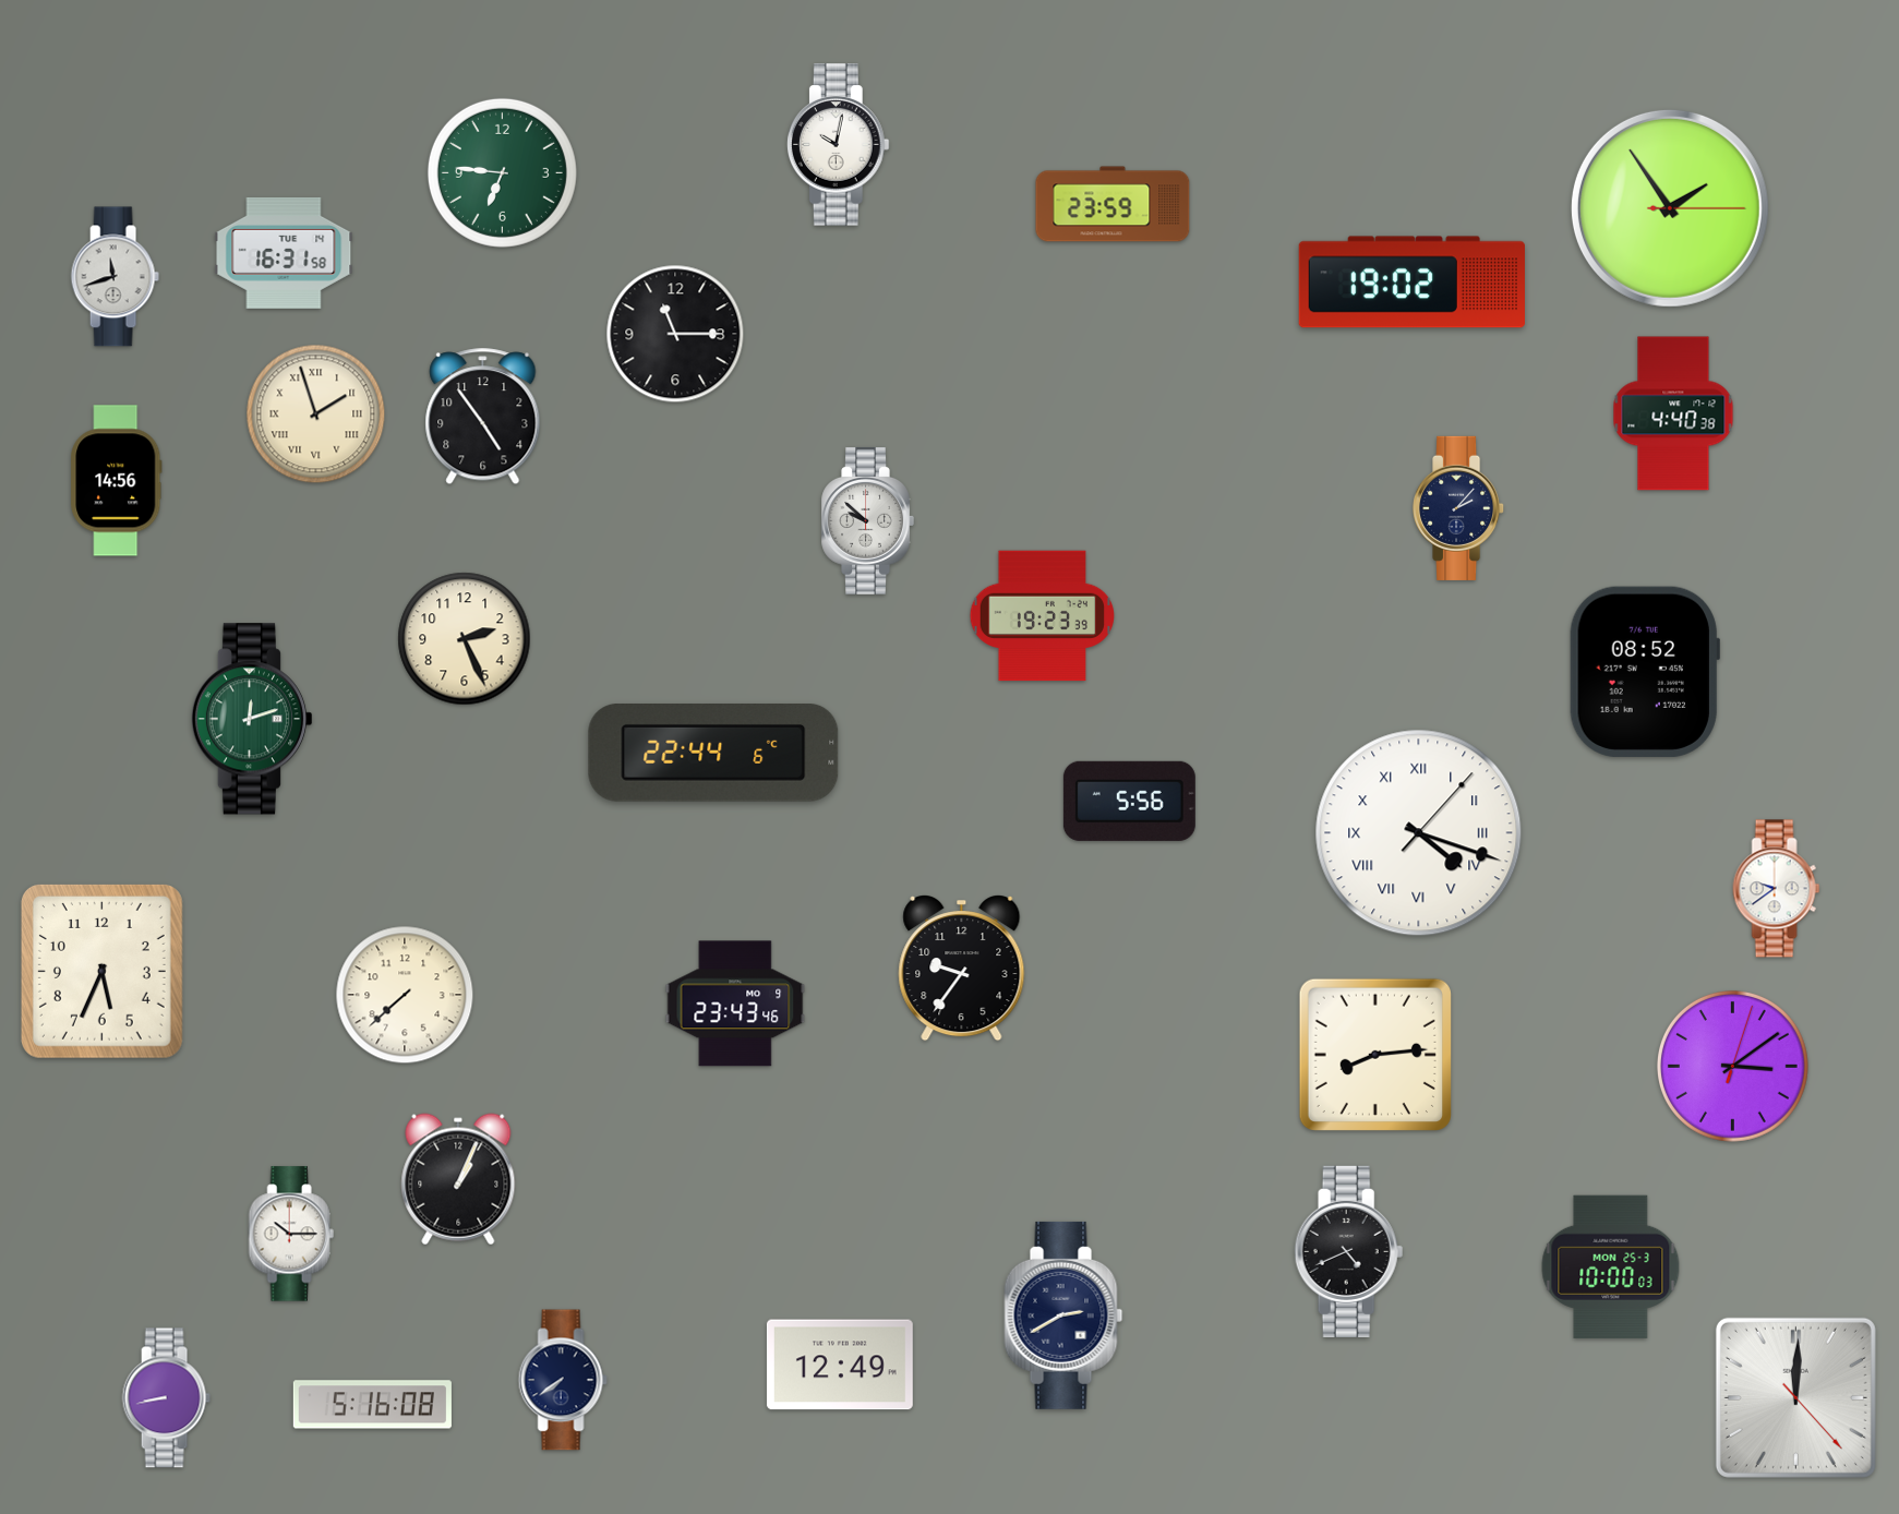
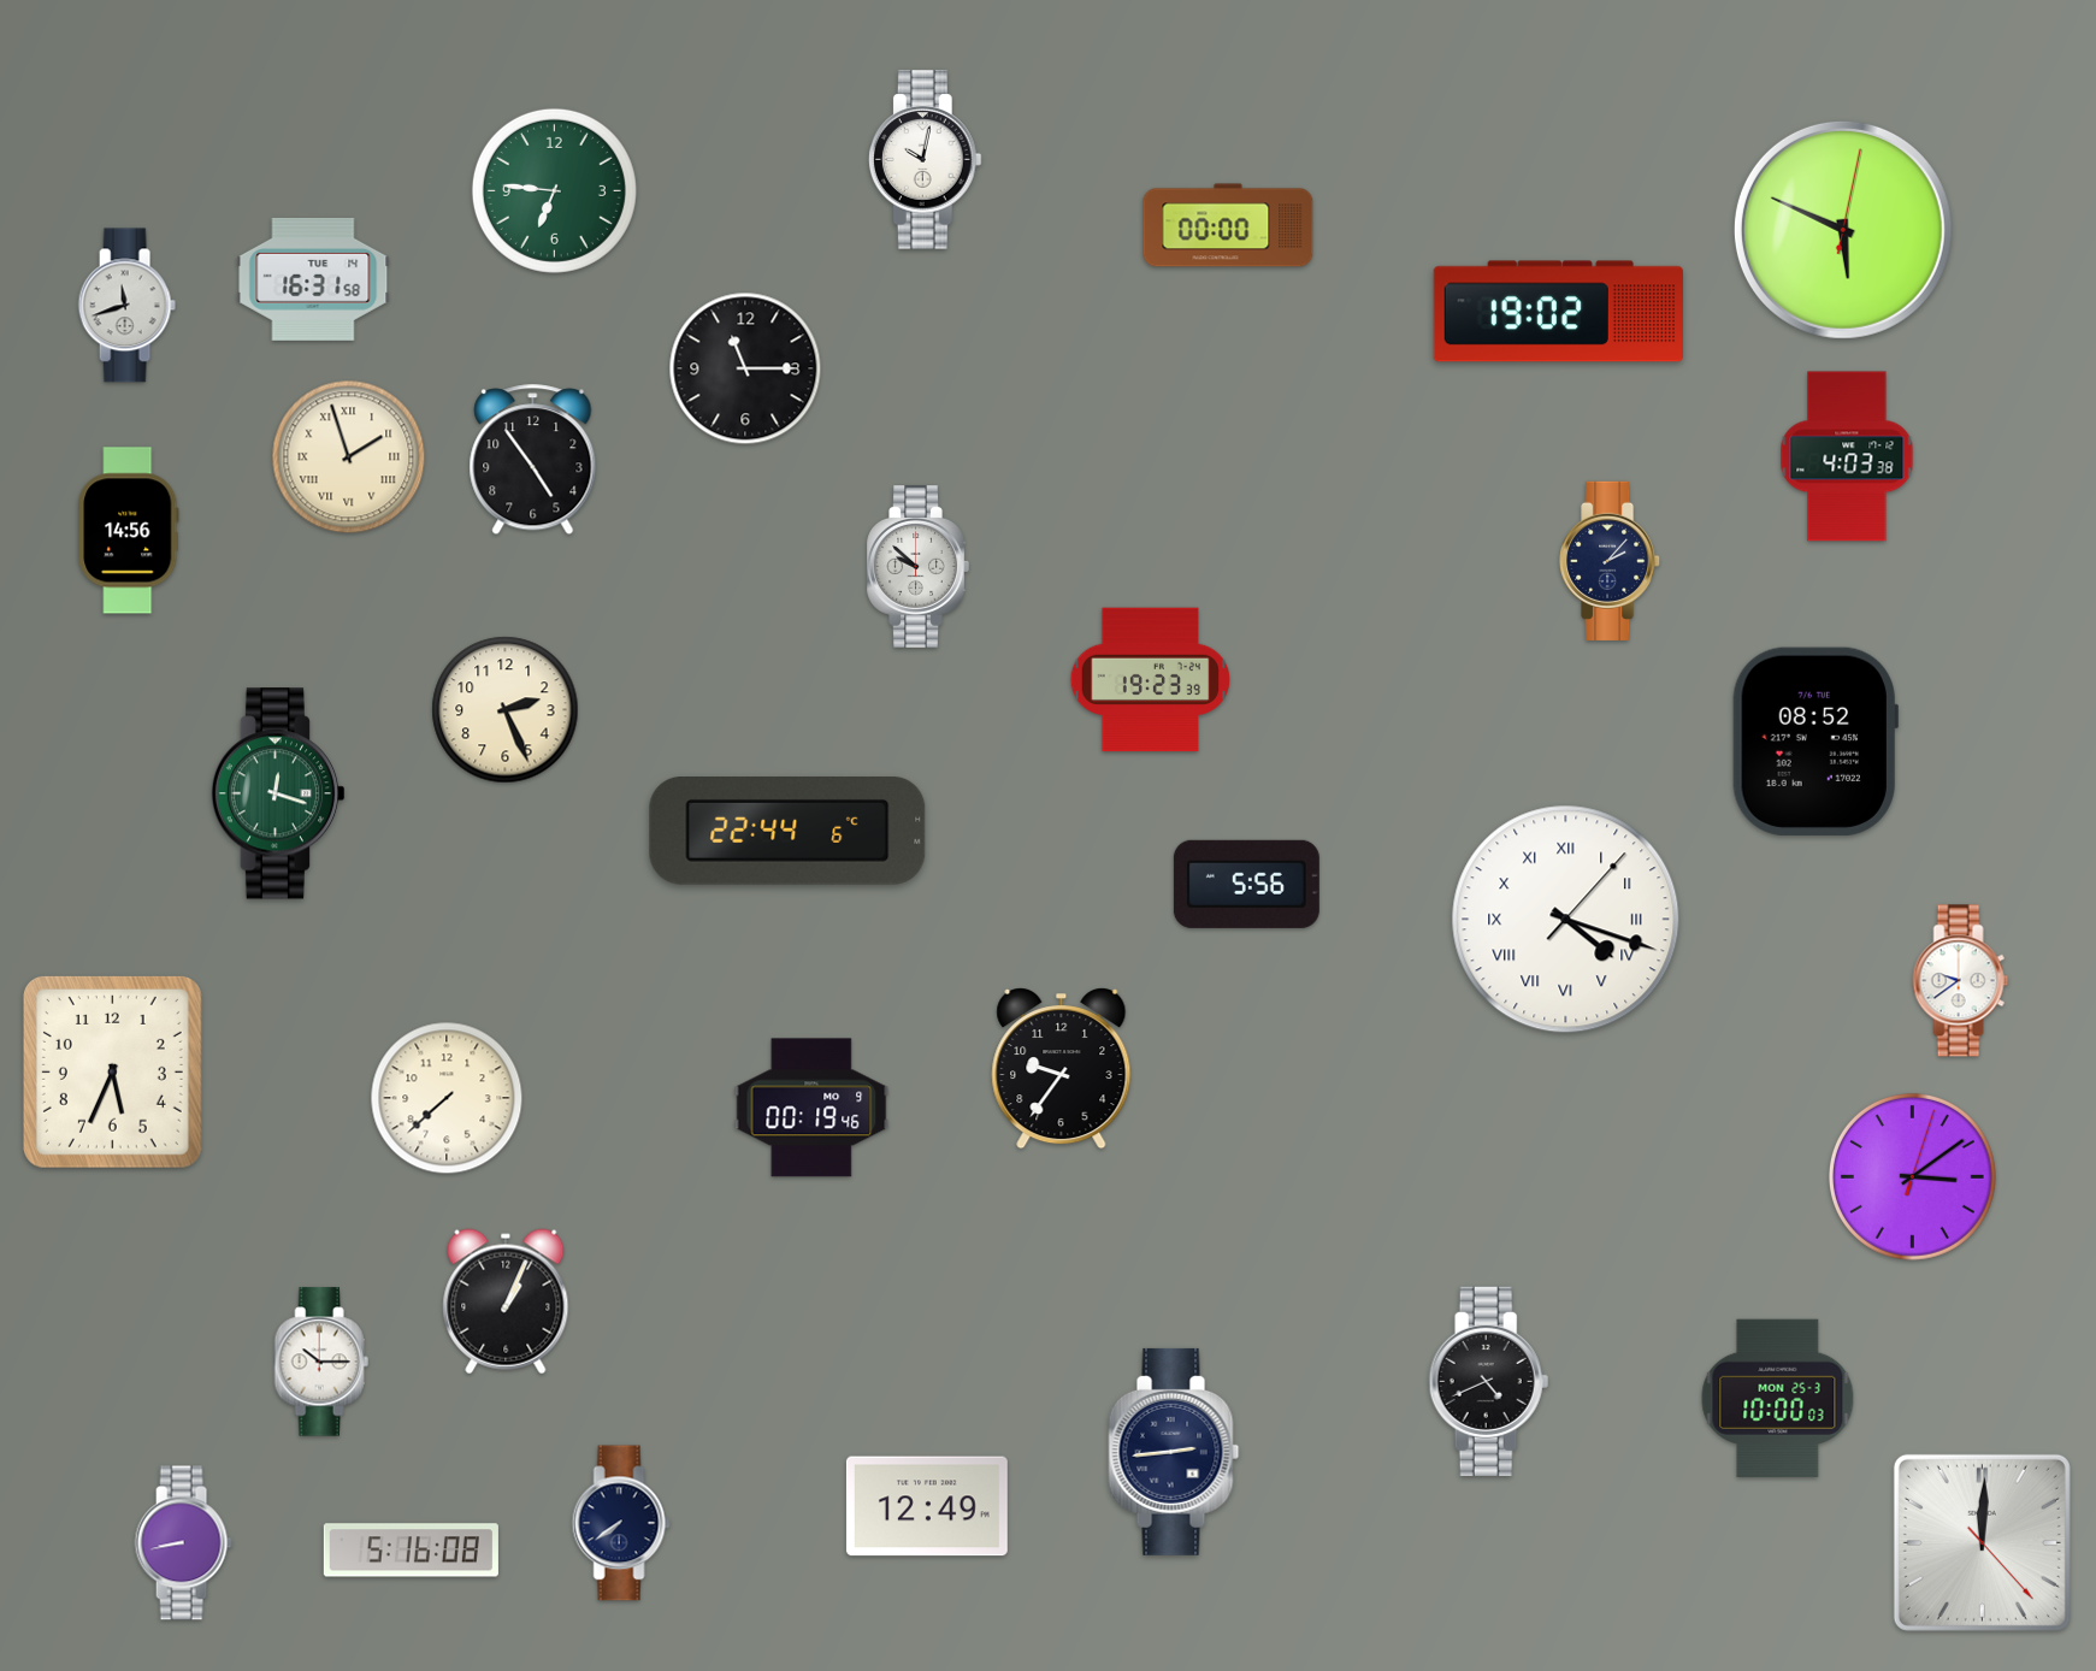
clock at (1113, 204): 23:59 -> 00:00
clock at (1670, 208): 1:54 -> 5:49
clock at (1673, 413): 4:40 -> 4:03
clock at (867, 521) position: (867, 521) -> (917, 567)
clock at (465, 639) position: (465, 639) -> (506, 710)
clock at (252, 719): 12:12 -> 12:18
clock at (735, 1004): 23:43 -> 00:19
clock at (1375, 1055): 8:14 -> none
clock at (1063, 1315): 2:40 -> 2:44
